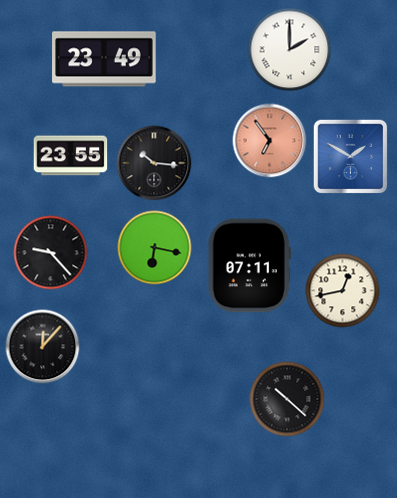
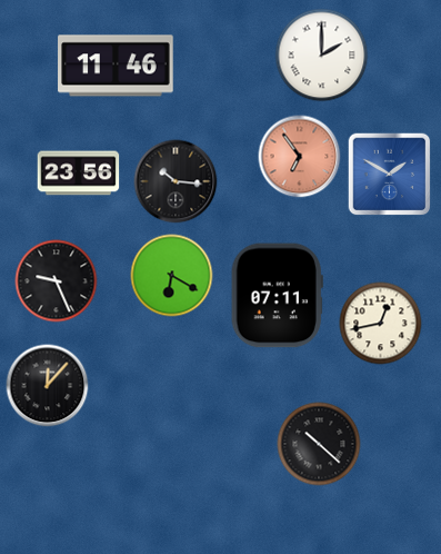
clock at (104, 59): 23:49 -> 11:46
clock at (71, 156): 23:55 -> 23:56
clock at (154, 163) position: (154, 163) -> (176, 181)
clock at (155, 248): 6:17 -> 6:20
clock at (51, 253): 9:23 -> 9:26
